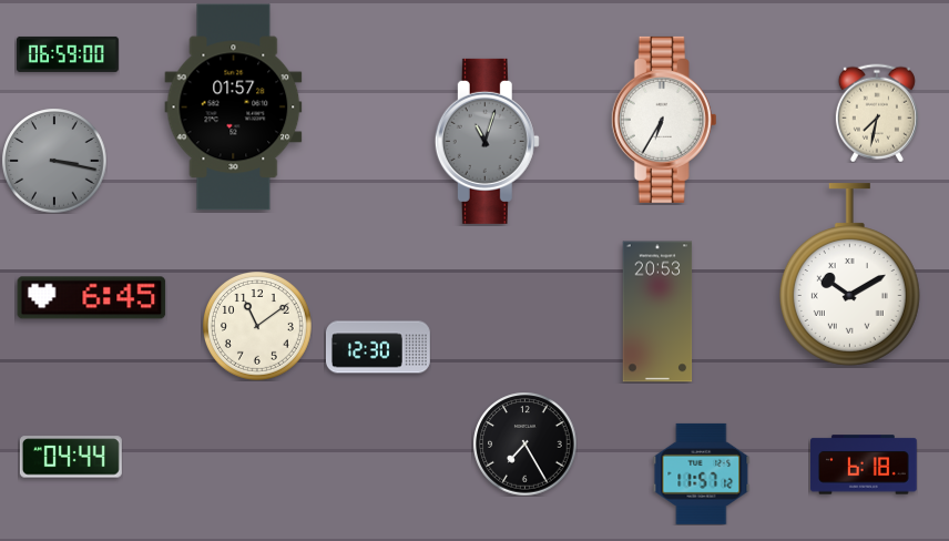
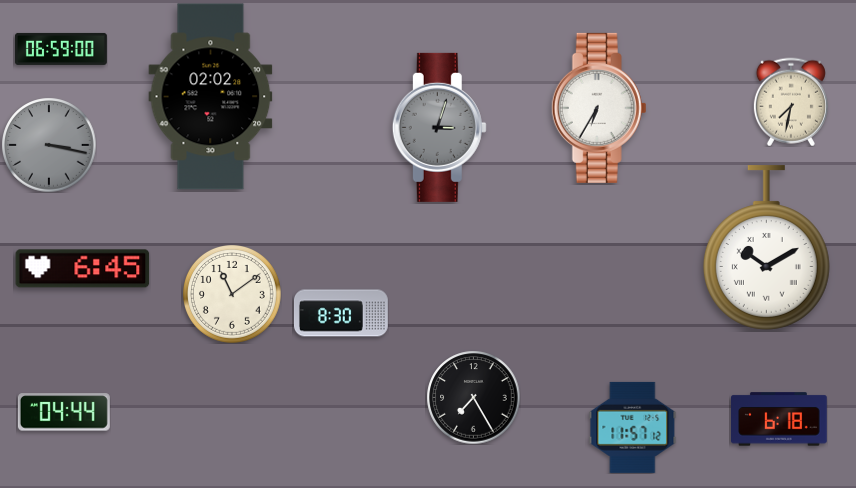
clock at (234, 108): 01:57 -> 02:02
clock at (487, 141): 11:03 -> 3:03
clock at (657, 312): 20:53 -> none
clock at (378, 347): 12:30 -> 8:30
clock at (524, 443) position: (524, 443) -> (473, 397)
